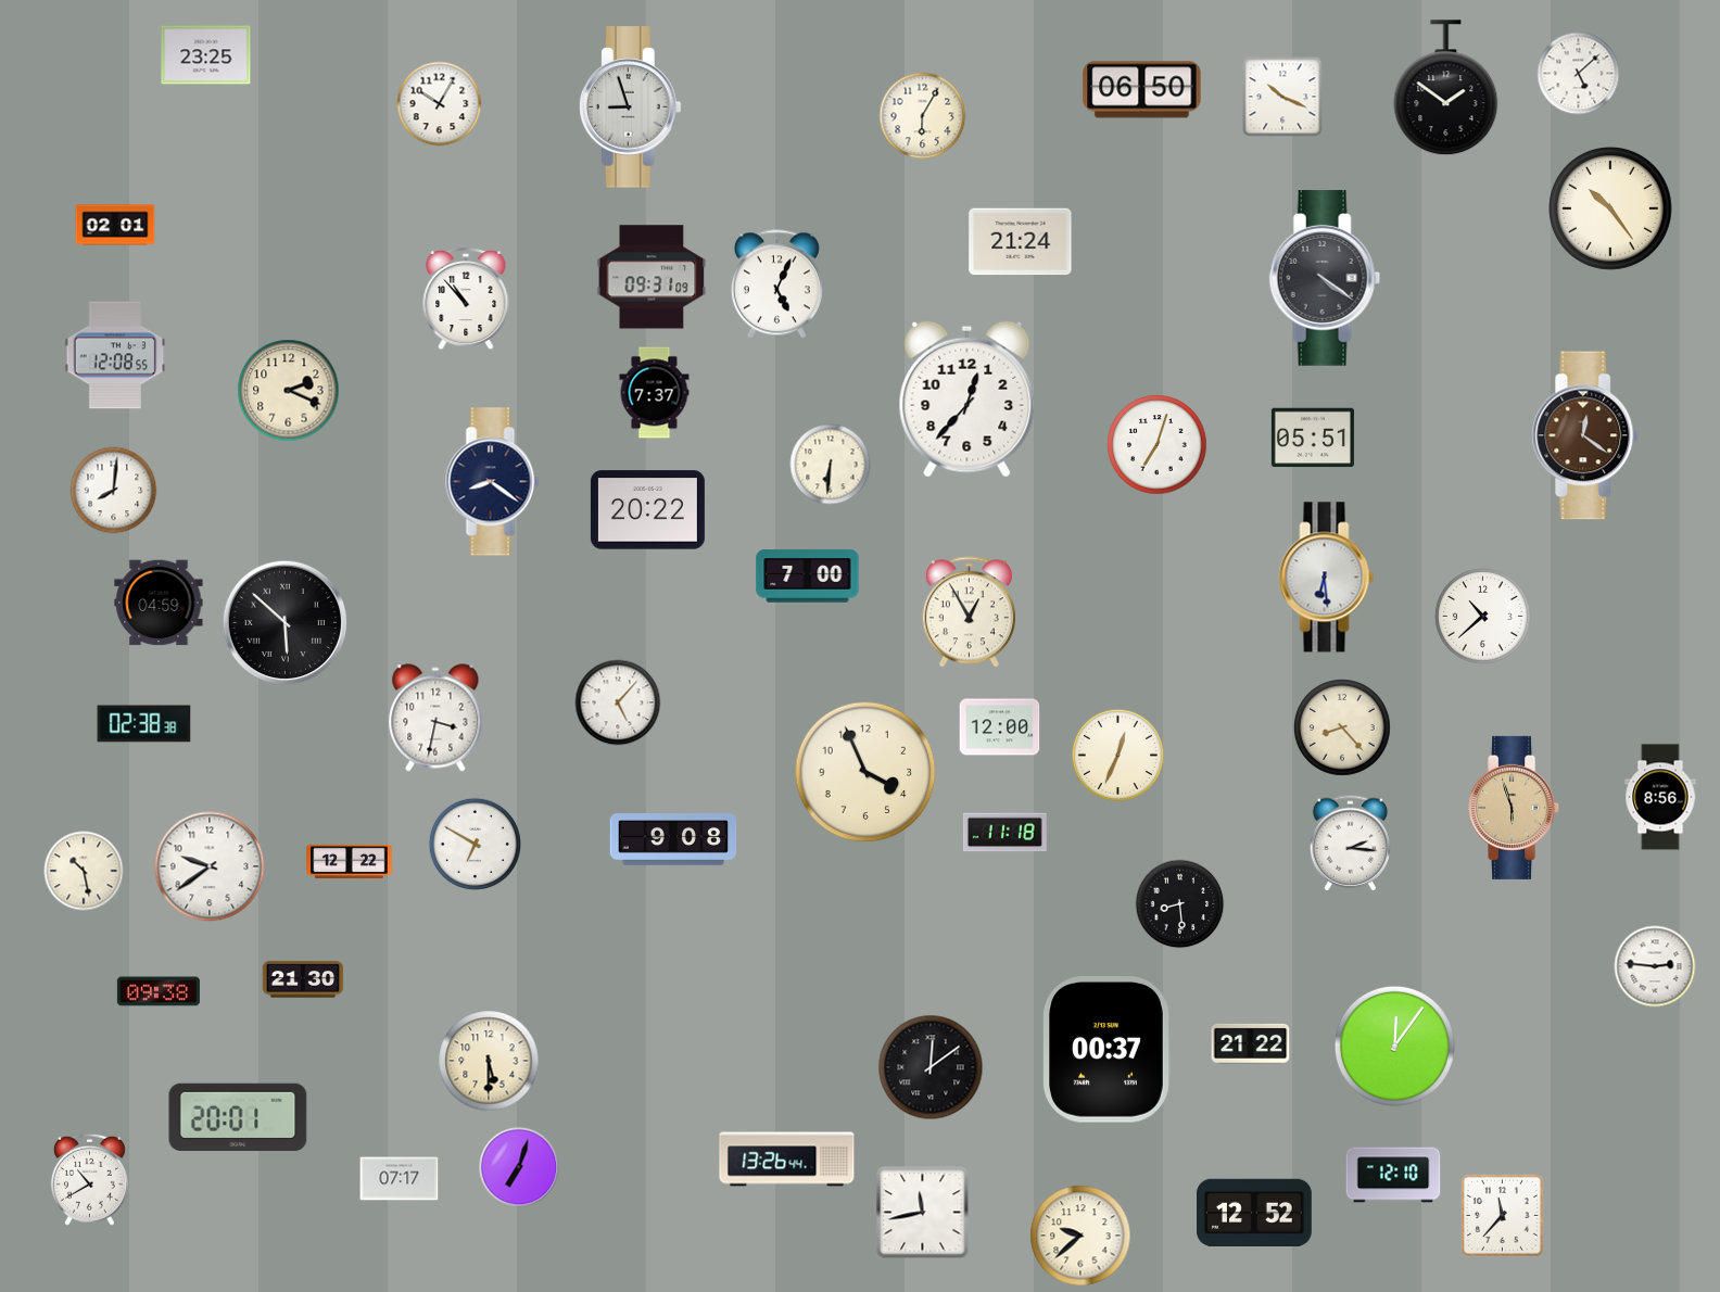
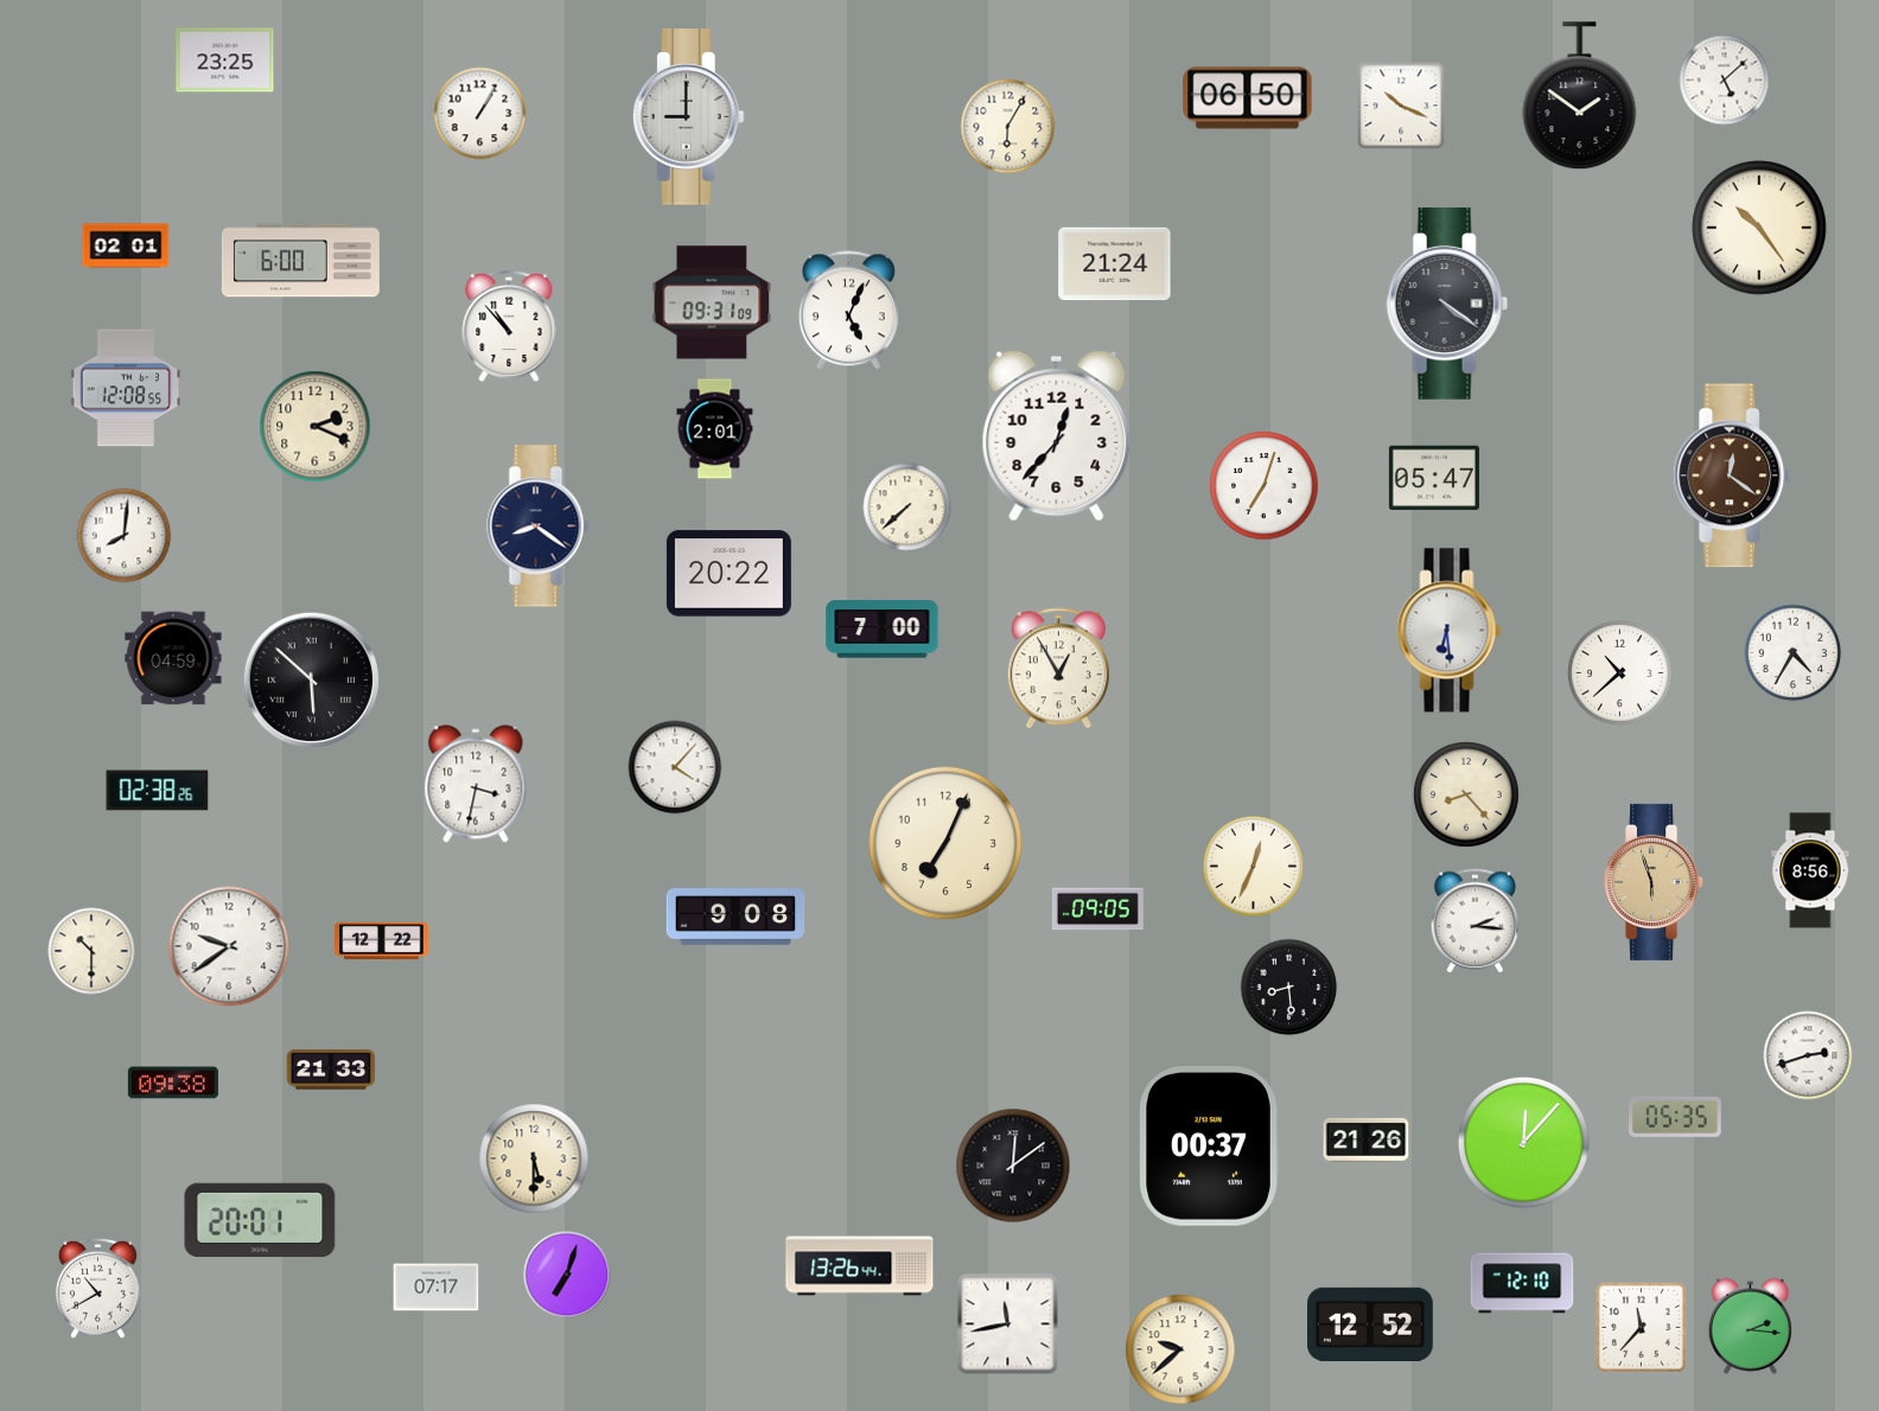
clock at (440, 104): 10:05 -> 1:05
clock at (630, 107): 8:57 -> 9:00
clock at (300, 261): none -> 6:00
clock at (655, 393): 7:37 -> 2:01
clock at (1313, 438): 05:51 -> 05:47
clock at (831, 465): 6:31 -> 7:38
clock at (647, 510) position: (647, 510) -> (728, 574)
clock at (1794, 653): none -> 4:35
clock at (618, 702): 5:07 -> 4:07
clock at (144, 724): 02:38:38 -> 02:38:26
clock at (1000, 727): 12:00 -> none
clock at (1117, 755) position: (1117, 755) -> (1253, 866)
clock at (865, 772): 3:56 -> 7:04
clock at (1660, 797) position: (1660, 797) -> (1810, 870)
clock at (1004, 833): 11:18 -> 09:05
clock at (475, 844): 6:50 -> none
clock at (84, 871): 10:28 -> 10:30
clock at (1655, 966): 2:46 -> 2:42
clock at (303, 979): 21:30 -> 21:33
clock at (1676, 1117): none -> 05:35
clock at (1251, 1043): 21:22 -> 21:26
clock at (1394, 1046): 12:06 -> 12:07
clock at (931, 1067) position: (931, 1067) -> (1013, 1166)
clock at (1750, 1326): none -> 2:16
